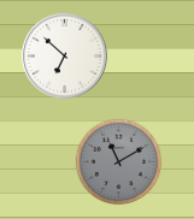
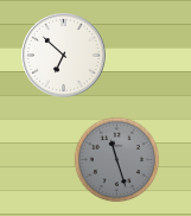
clock at (119, 162): 11:10 -> 11:27
